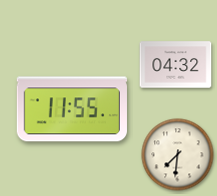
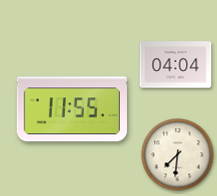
clock at (176, 65): 04:32 -> 04:04
